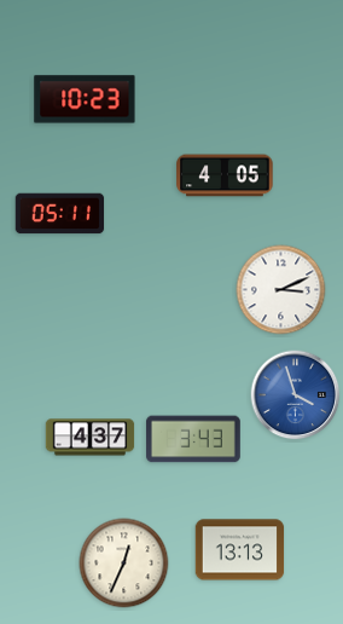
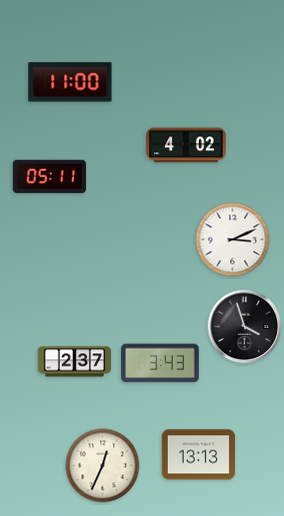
clock at (85, 99): 10:23 -> 11:00
clock at (225, 175): 4:05 -> 4:02
clock at (296, 395) dial: blue -> black
clock at (91, 438): 4:37 -> 2:37
